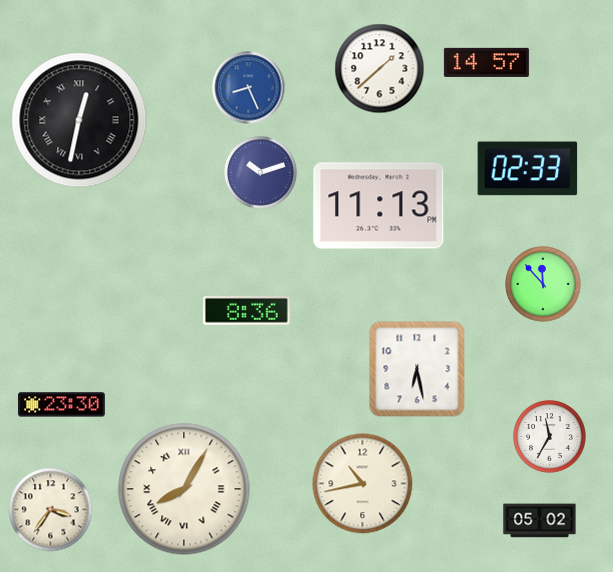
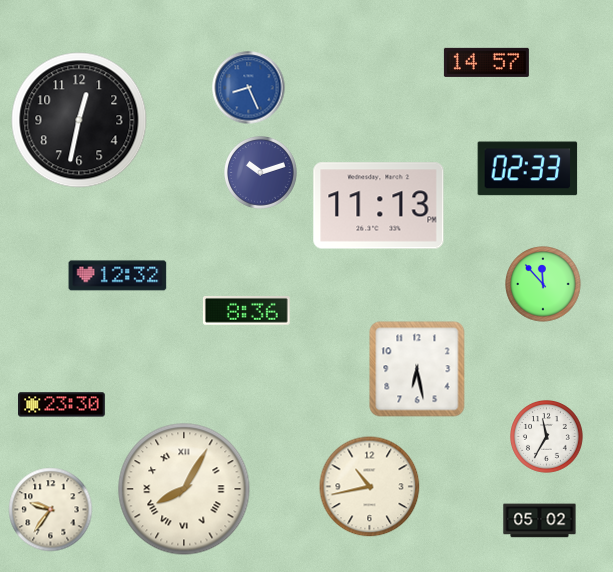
clock at (380, 69): 1:38 -> none
clock at (79, 120) numerals: Roman -> Arabic
clock at (118, 276): none -> 12:32
clock at (550, 437) position: (550, 437) -> (547, 437)
clock at (363, 484) position: (363, 484) -> (370, 487)
clock at (51, 510): 3:36 -> 9:36
